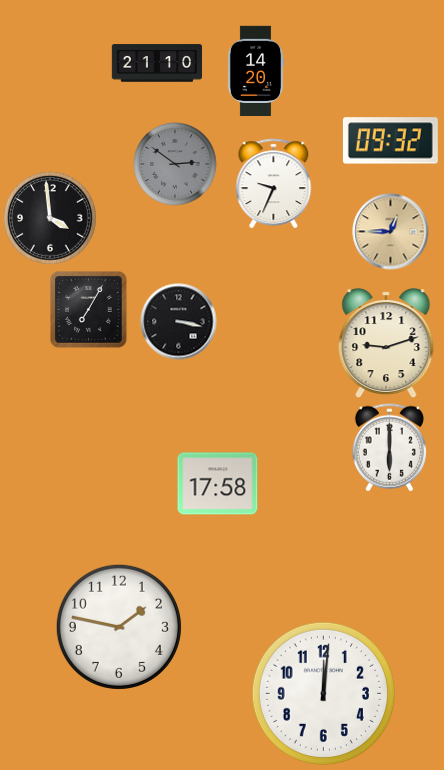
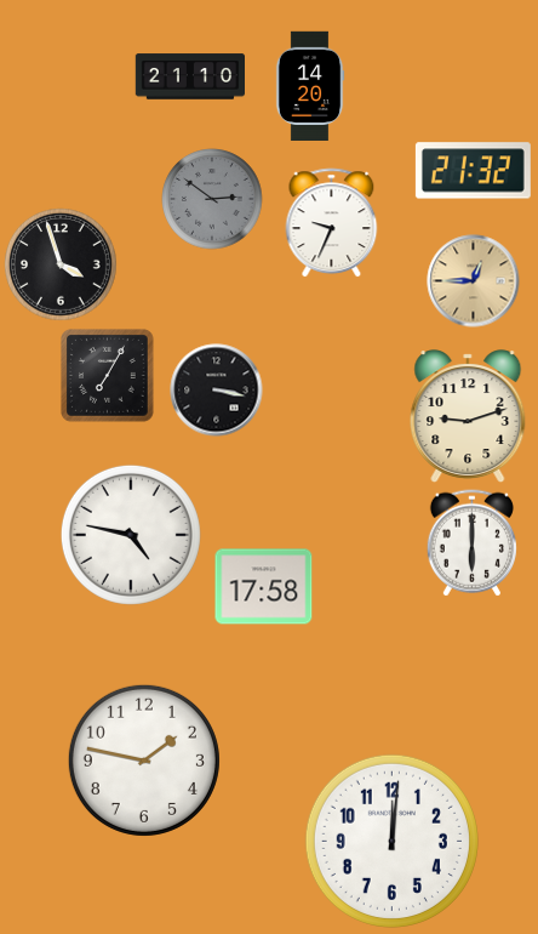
clock at (390, 141): 09:32 -> 21:32
clock at (51, 219): 3:59 -> 3:57
clock at (131, 535): none -> 4:47
